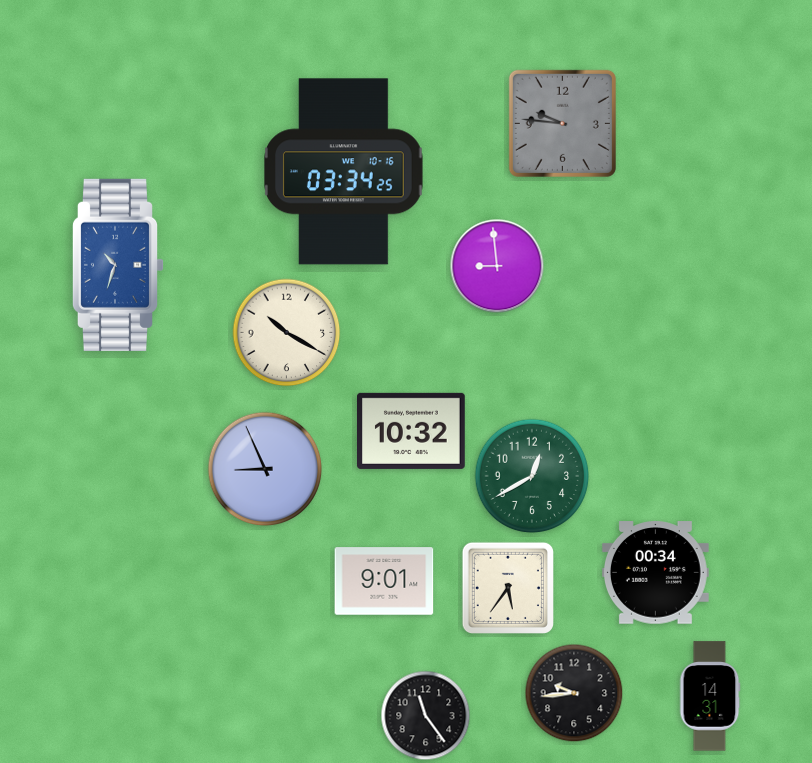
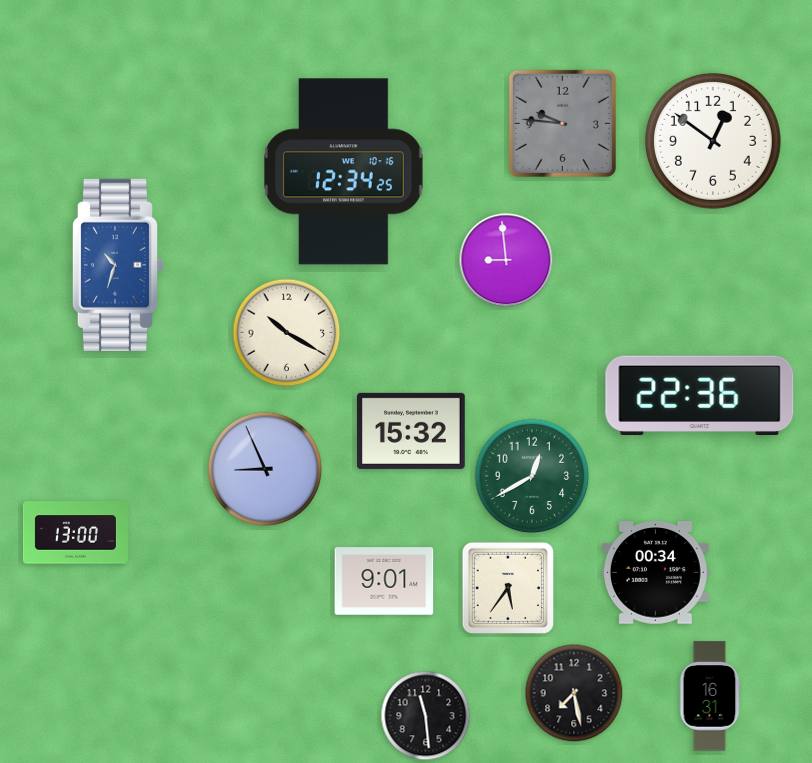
clock at (713, 141): none -> 12:51
clock at (344, 172): 03:34 -> 12:34
clock at (497, 266) position: (497, 266) -> (506, 260)
clock at (700, 395): none -> 22:36
clock at (412, 431): 10:32 -> 15:32
clock at (75, 533): none -> 13:00
clock at (574, 693): 9:44 -> 7:28
clock at (710, 696): 14:31 -> 16:31
clock at (426, 716): 11:24 -> 11:29
